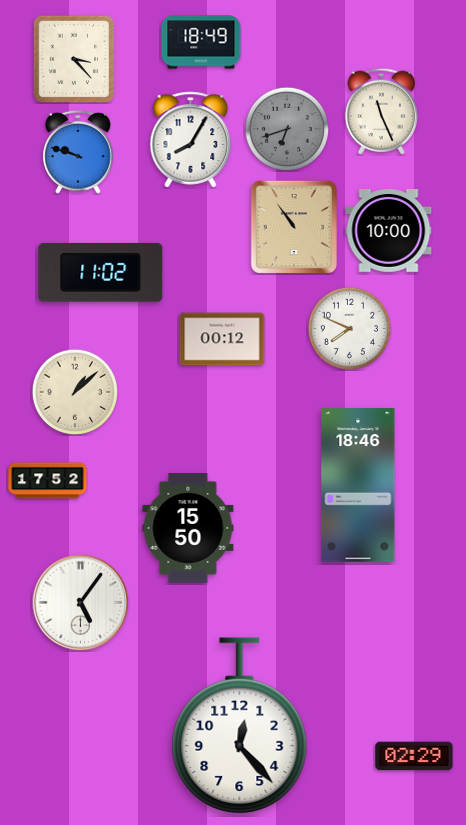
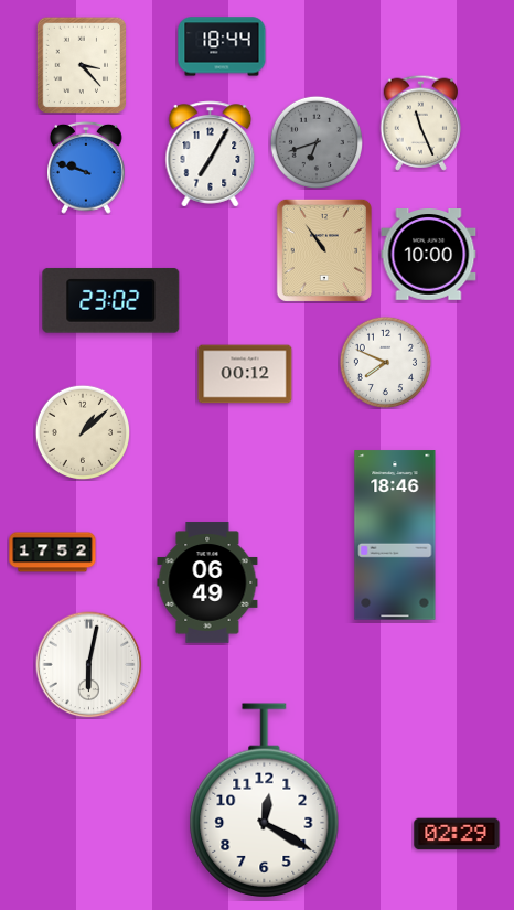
clock at (201, 42): 18:49 -> 18:44
clock at (191, 140): 8:05 -> 7:05
clock at (101, 273): 11:02 -> 23:02
clock at (48, 481) position: (48, 481) -> (53, 553)
clock at (188, 528): 15:50 -> 06:49
clock at (81, 603): 5:06 -> 6:02
clock at (240, 725): 12:23 -> 12:20
